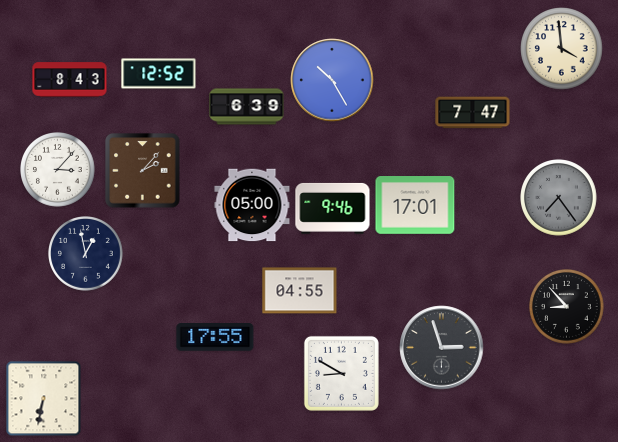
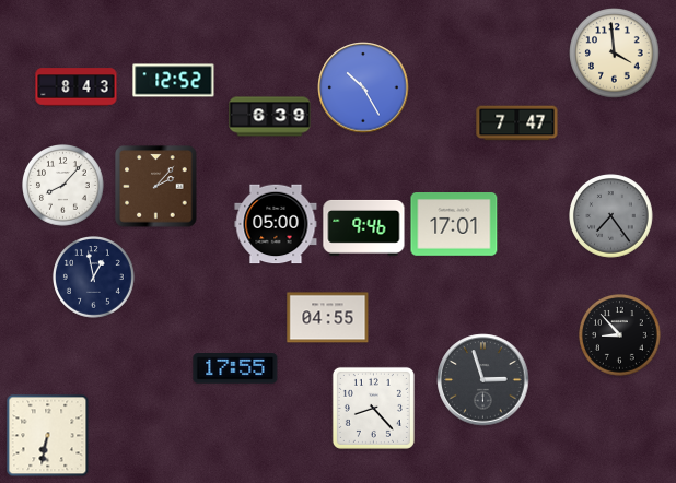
clock at (58, 170): 3:07 -> 8:07
clock at (341, 373): 8:50 -> 8:23
